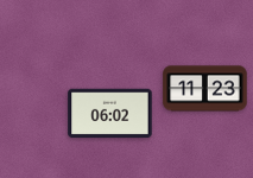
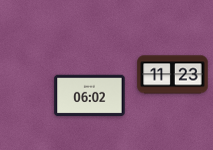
clock at (110, 114) position: (110, 114) -> (90, 96)
